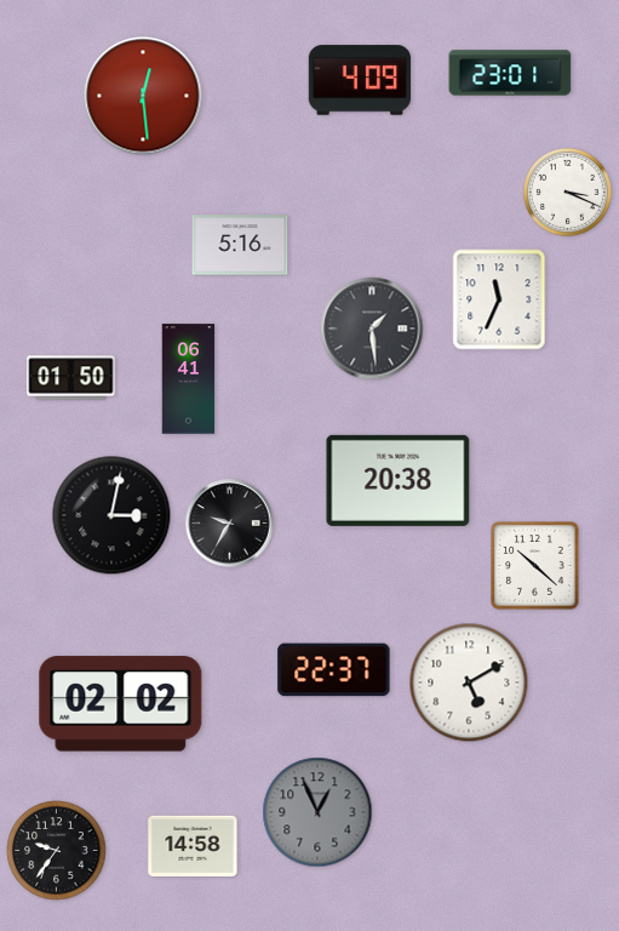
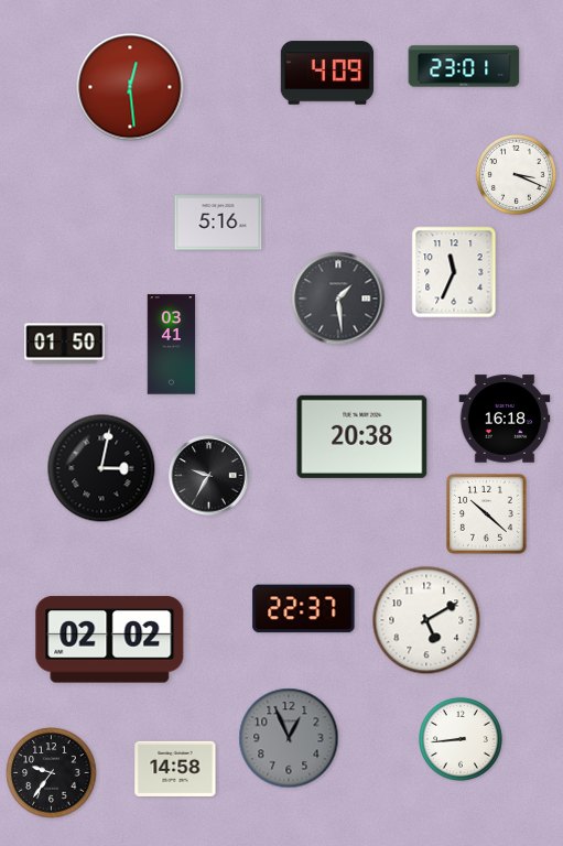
clock at (189, 379): 06:41 -> 03:41
clock at (505, 419): none -> 16:18
clock at (462, 740): none -> 8:44
